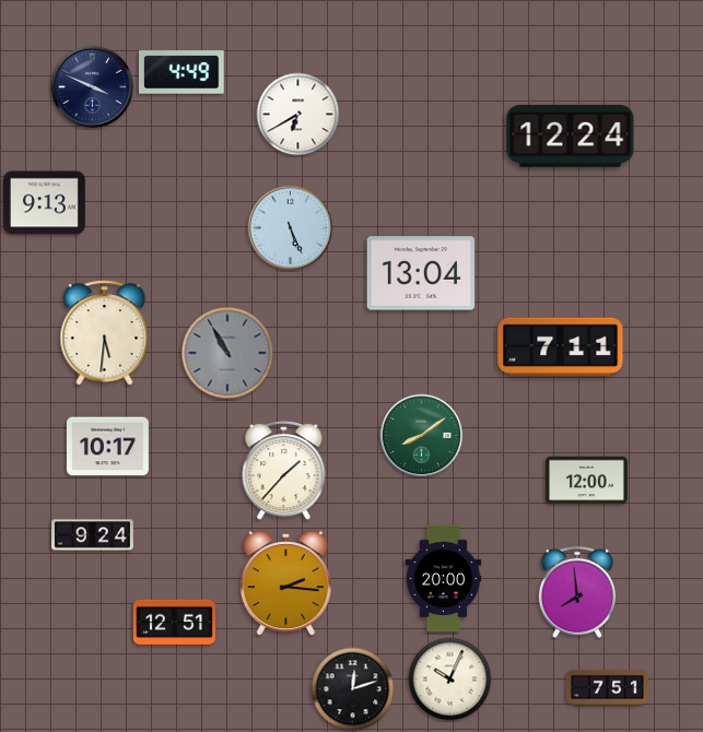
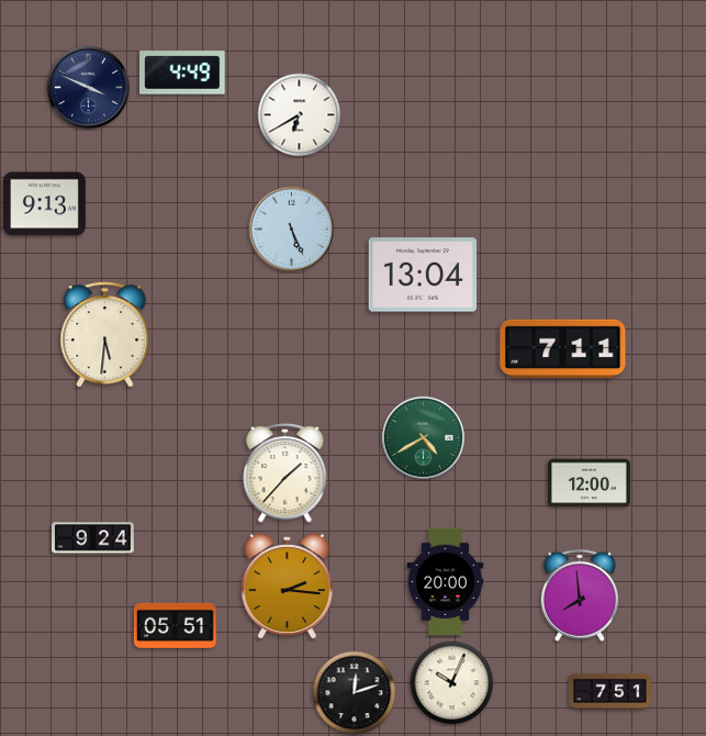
clock at (93, 87) position: (93, 87) -> (89, 88)
clock at (571, 135): 12:24 -> none
clock at (227, 353): 10:55 -> none
clock at (422, 436): 8:09 -> 4:40
clock at (107, 447): 10:17 -> none
clock at (174, 622): 12:51 -> 05:51
